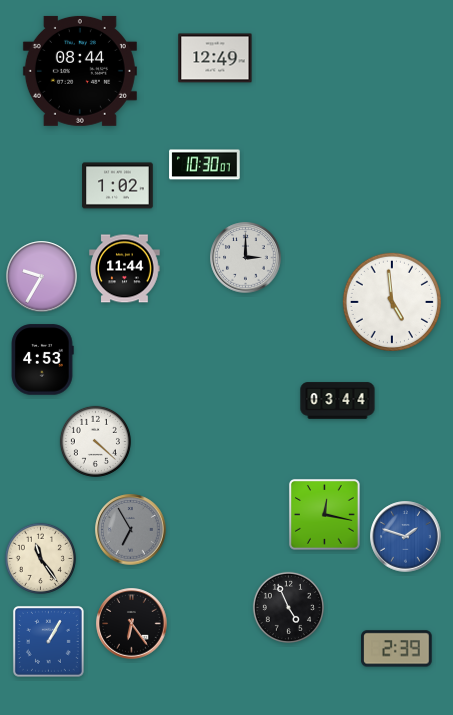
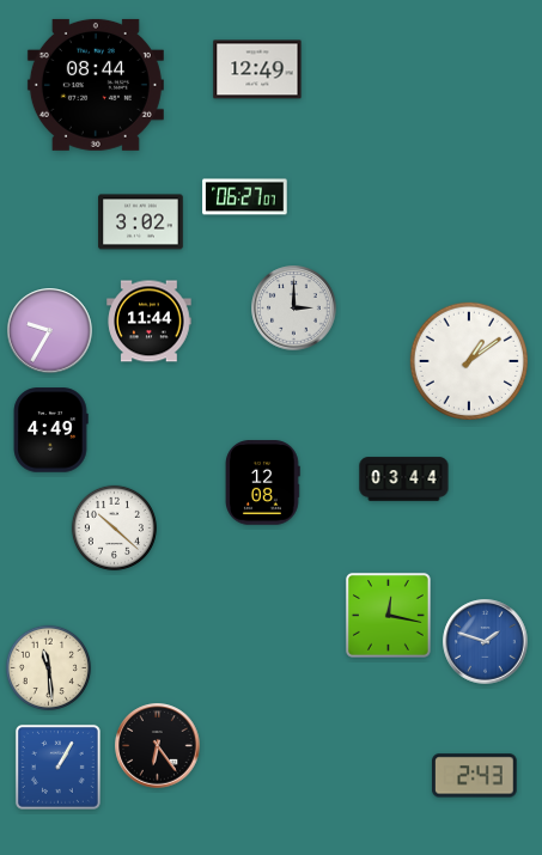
clock at (205, 165): 10:30 -> 06:27
clock at (118, 186): 1:02 -> 3:02
clock at (391, 301): 4:59 -> 1:09
clock at (42, 360): 4:53 -> 4:49
clock at (263, 483): none -> 12:08
clock at (95, 441): 4:22 -> 10:22
clock at (131, 530): 6:55 -> none
clock at (40, 558): 11:24 -> 11:29
clock at (288, 607): 4:56 -> none
clock at (397, 649): 2:39 -> 2:43
